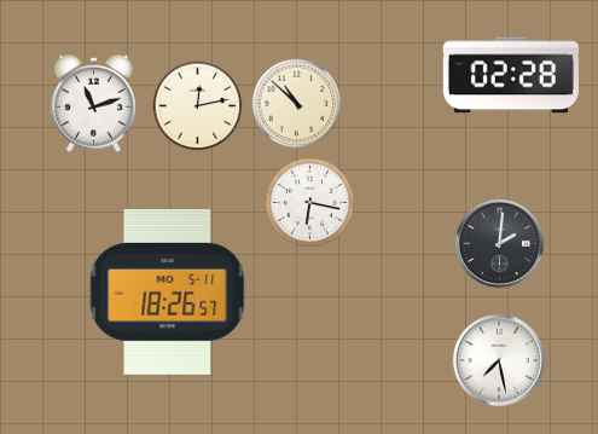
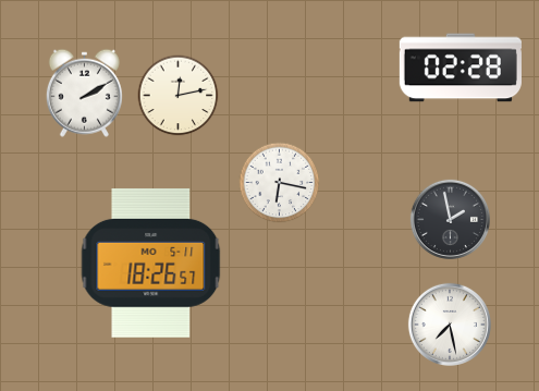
clock at (93, 103): 11:12 -> 2:10
clock at (297, 104): 10:52 -> none
clock at (499, 243): 2:01 -> 1:58
